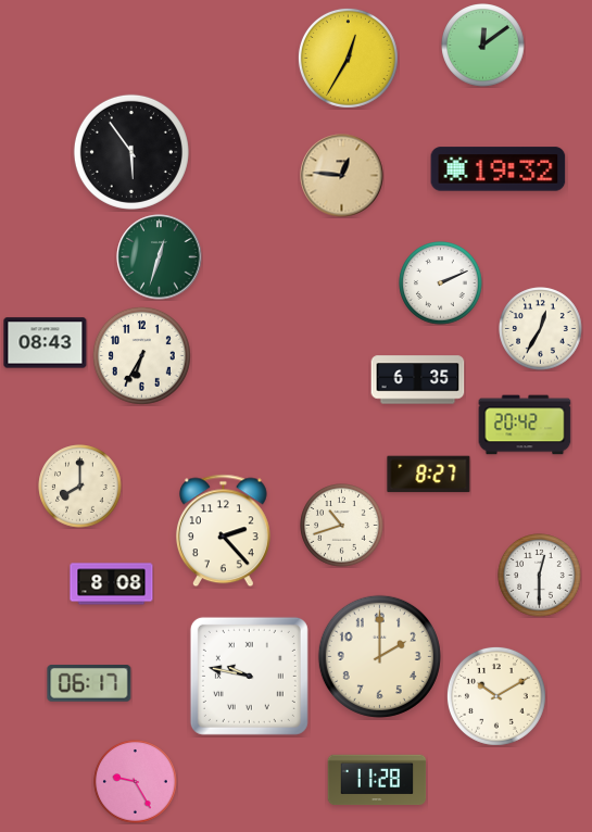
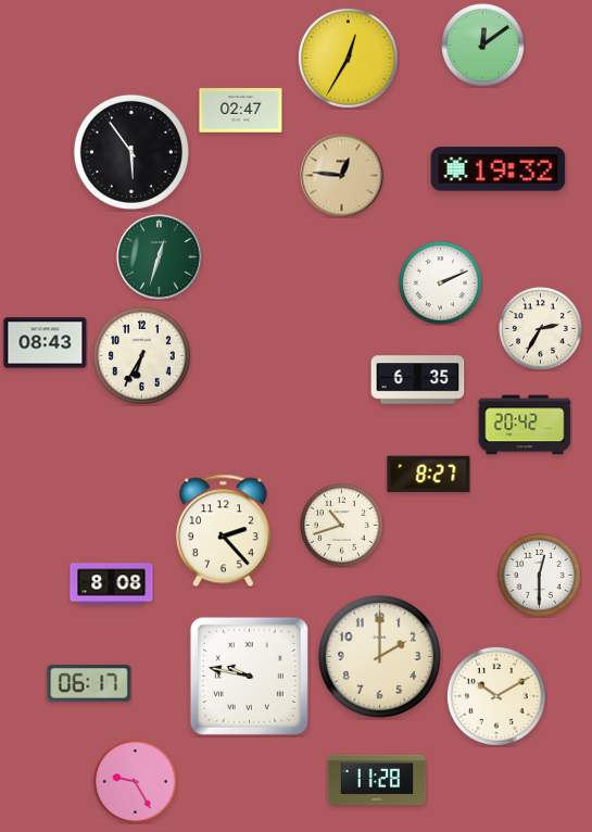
clock at (241, 111): none -> 02:47
clock at (541, 329): 12:35 -> 2:35
clock at (80, 487): 8:00 -> none
